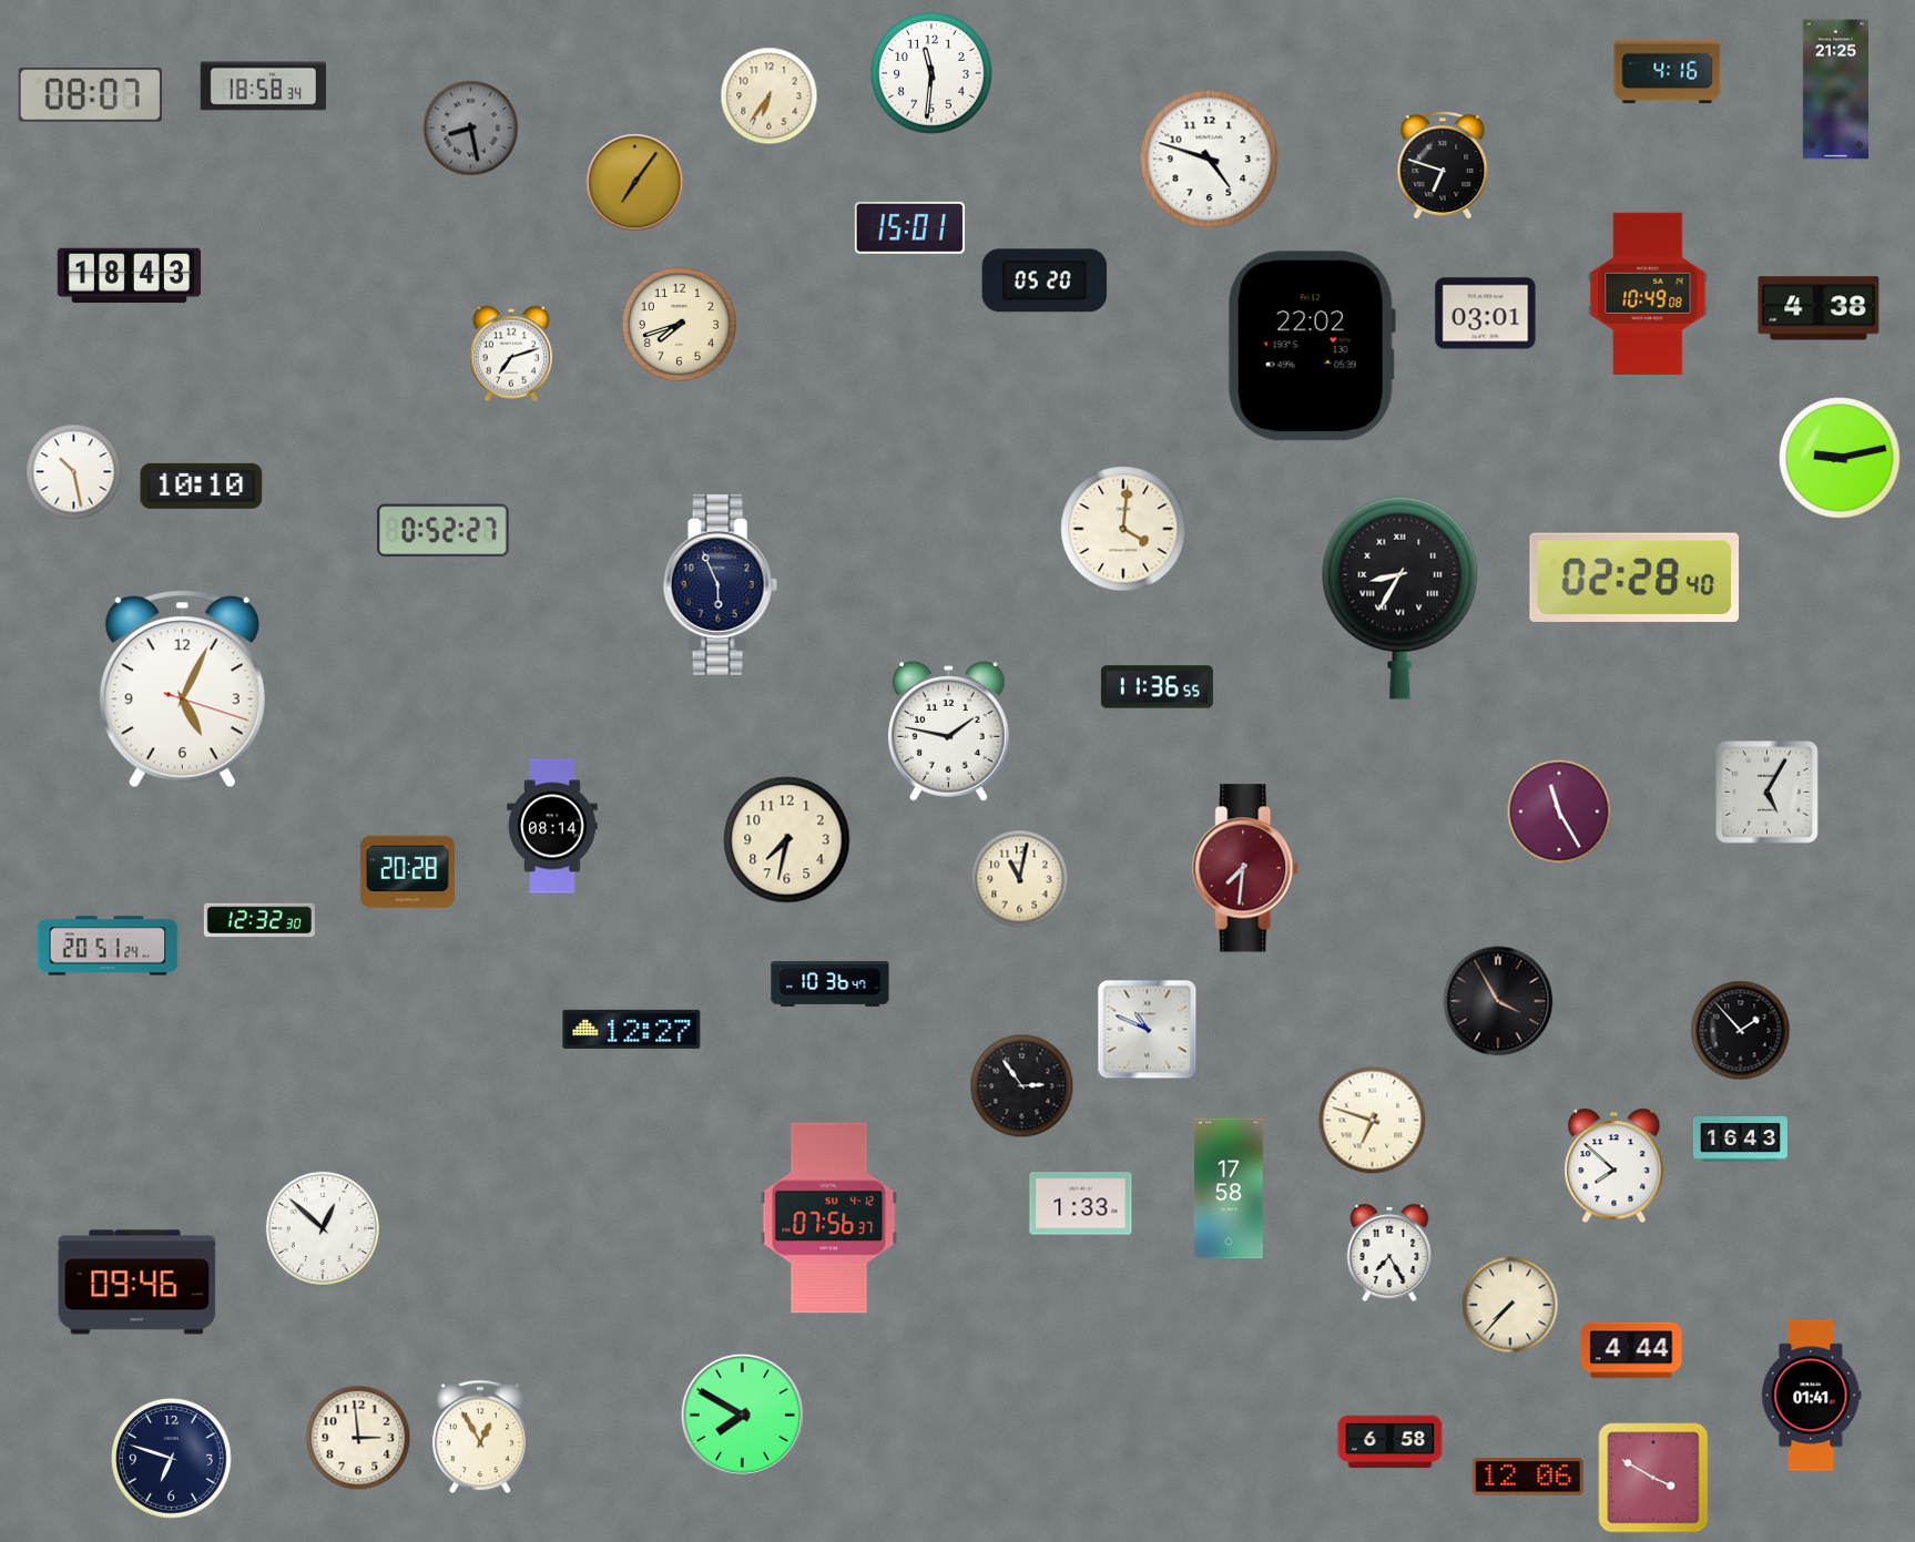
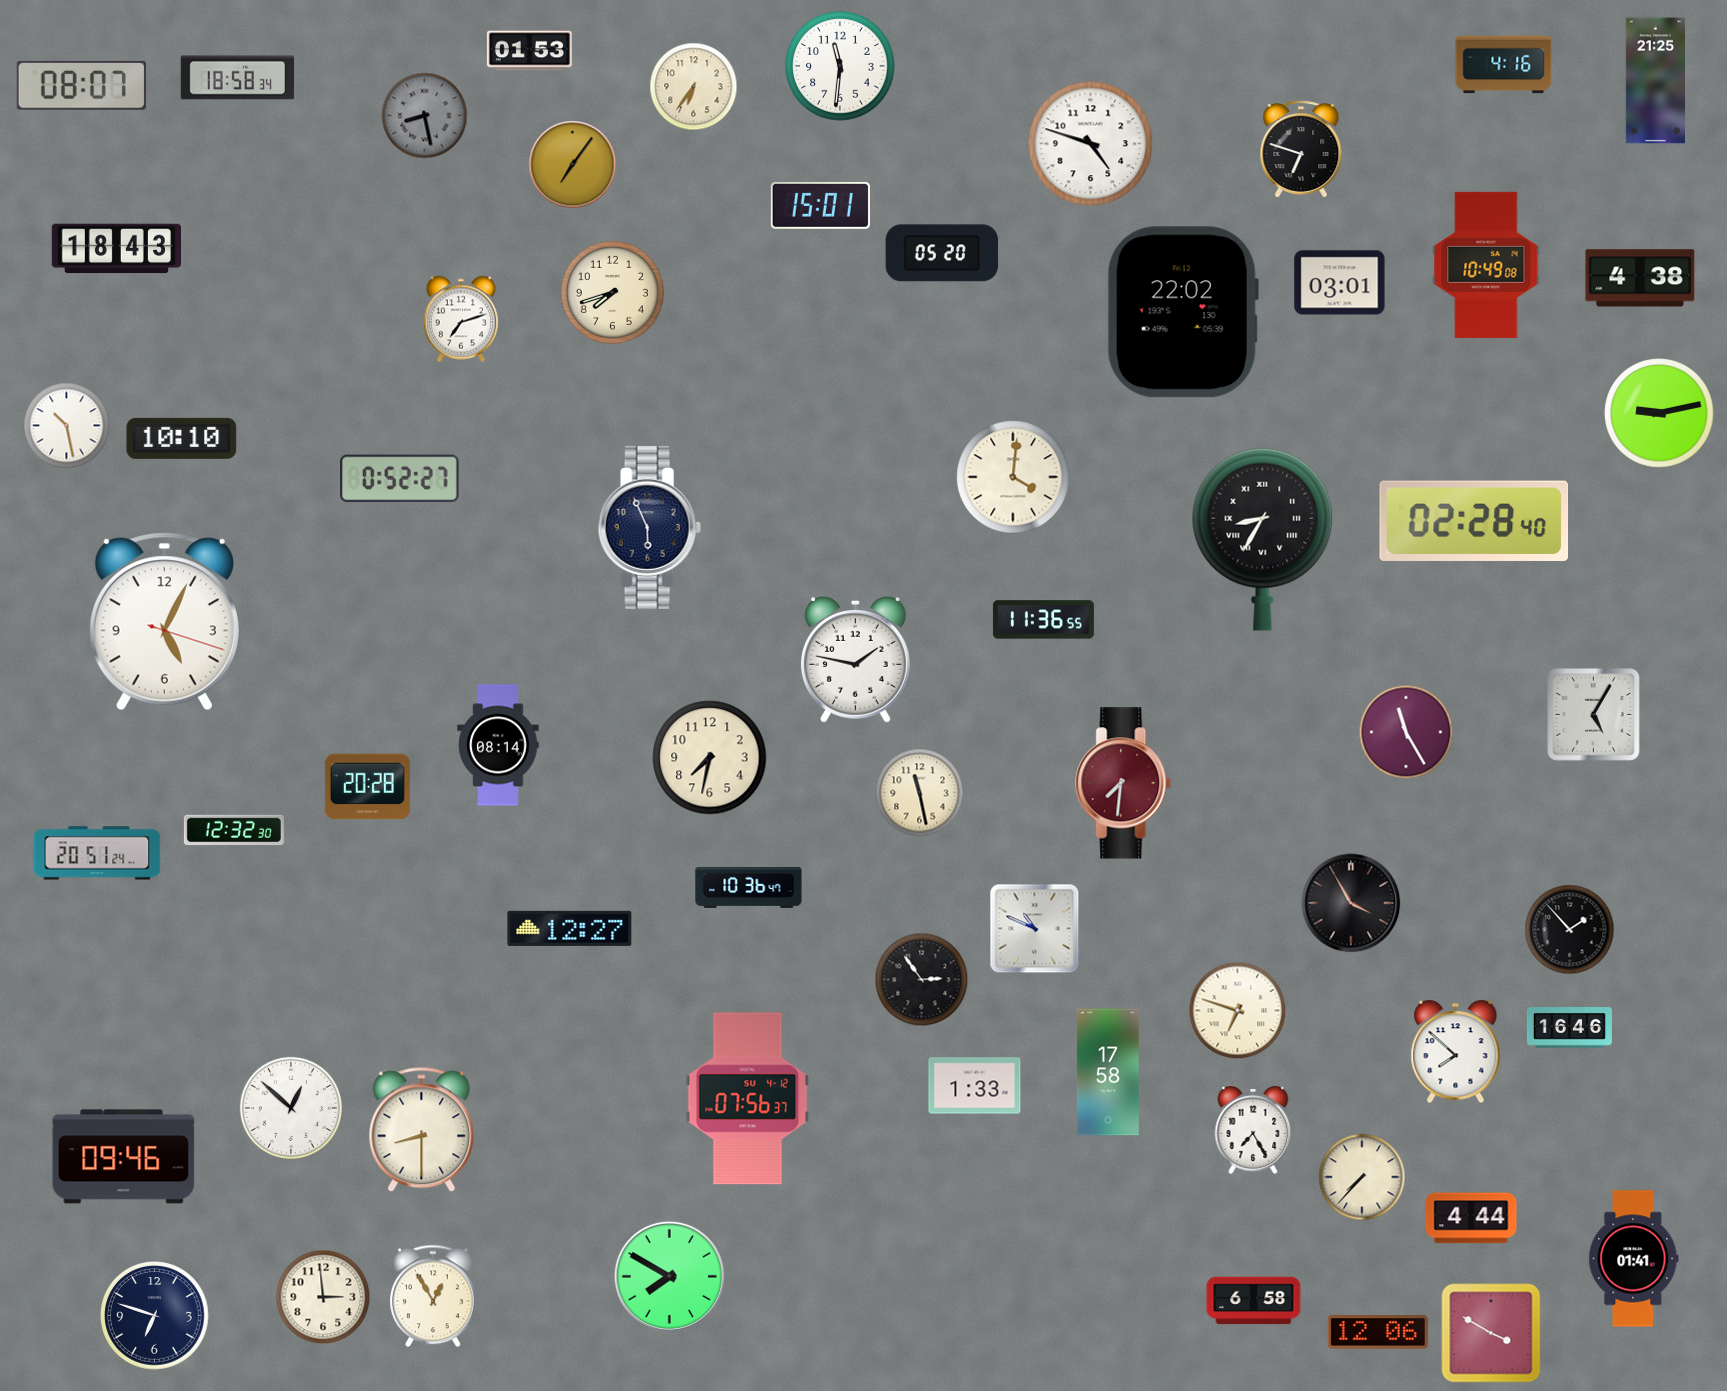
clock at (529, 51): none -> 01:53
clock at (1020, 879): 11:02 -> 11:28
clock at (1740, 1140): 16:43 -> 16:46
clock at (422, 1130): none -> 8:30
